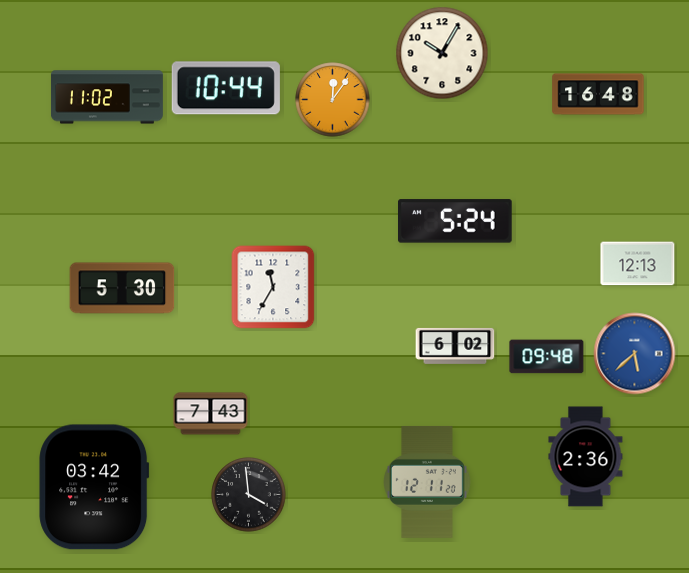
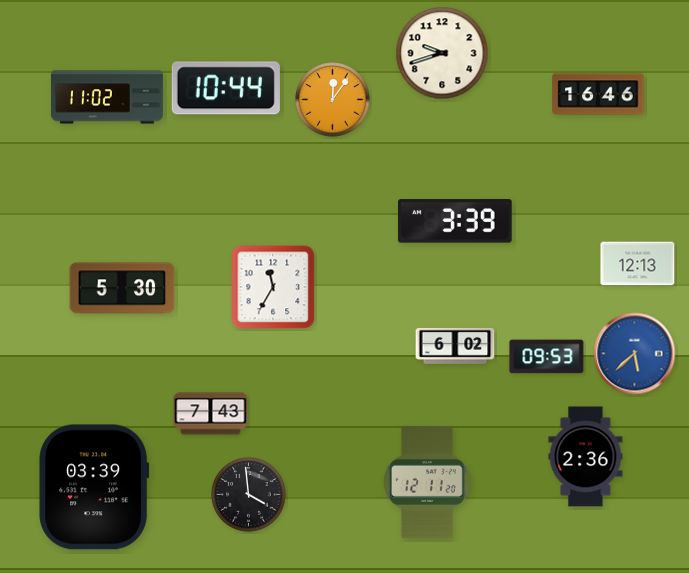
clock at (442, 53): 10:05 -> 9:42
clock at (598, 94): 16:48 -> 16:46
clock at (456, 221): 5:24 -> 3:39
clock at (547, 357): 09:48 -> 09:53
clock at (94, 487): 03:42 -> 03:39
